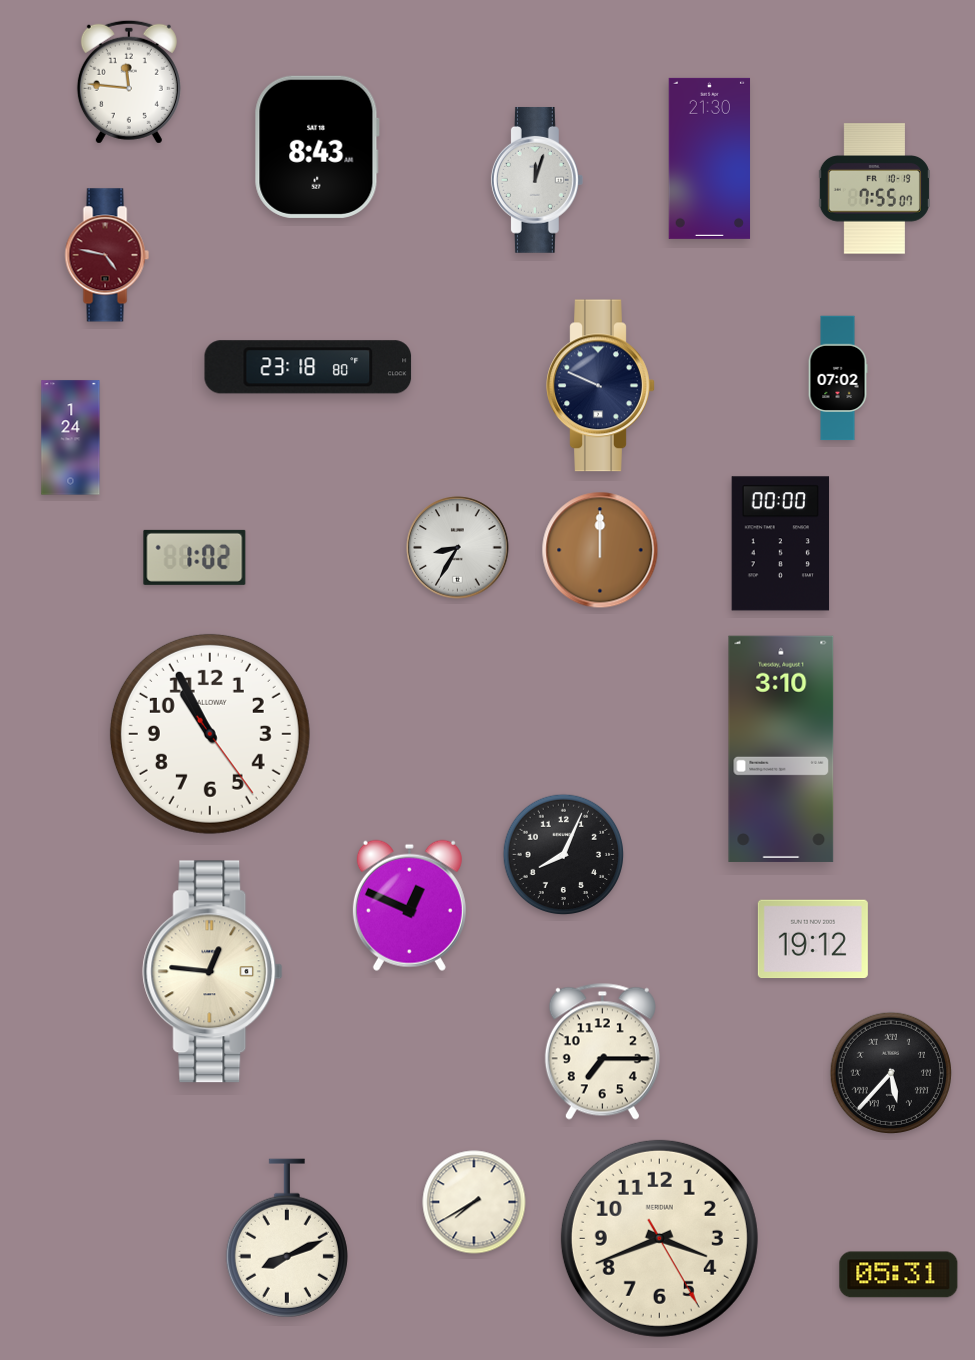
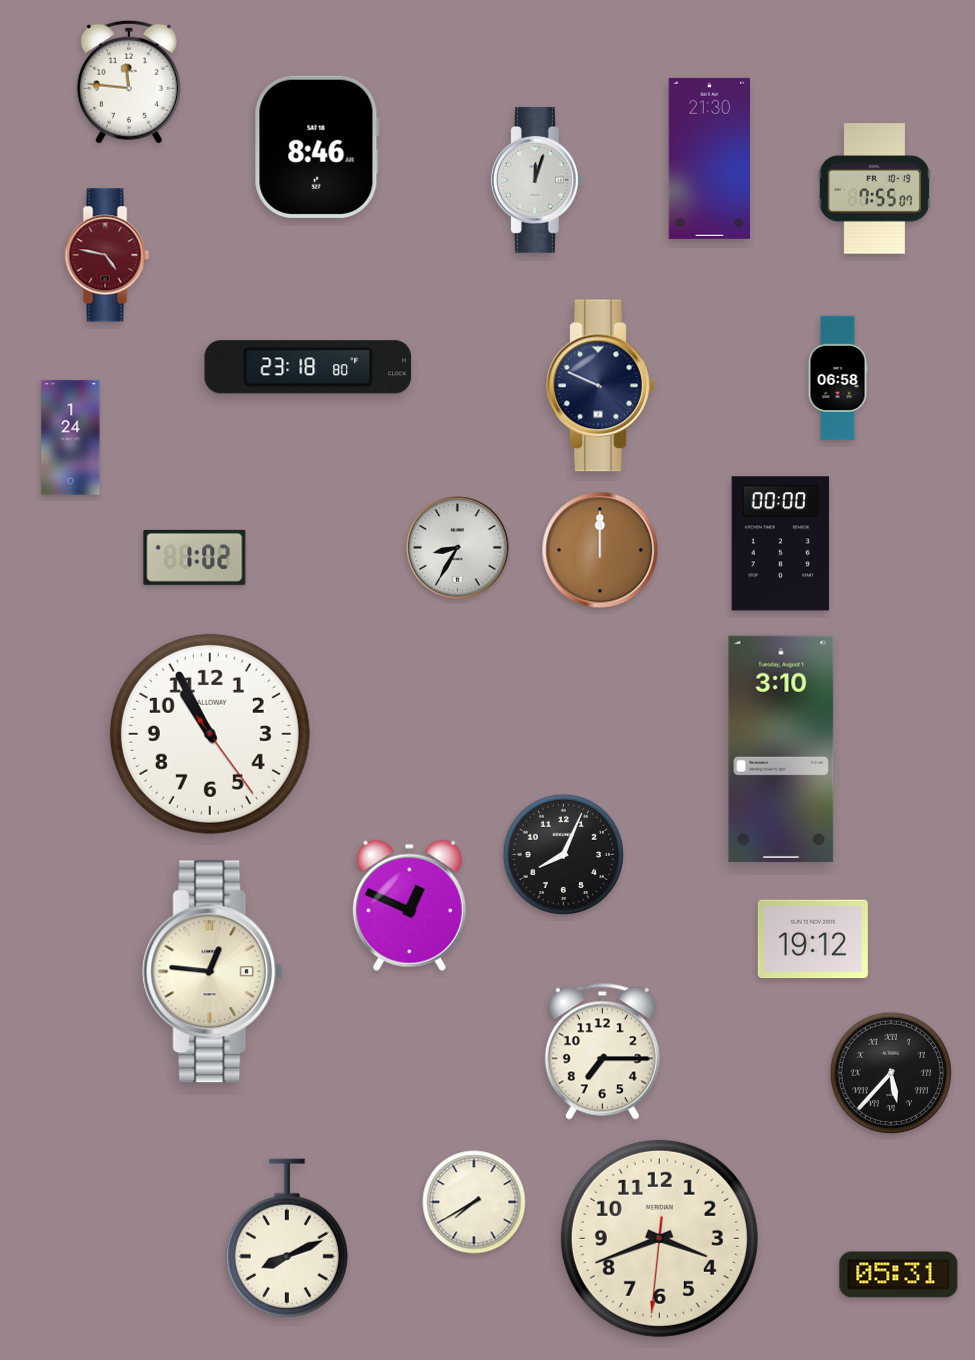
clock at (317, 147): 8:43 -> 8:46
clock at (838, 378): 07:02 -> 06:58
clock at (659, 1238): 3:41:25 -> 3:41:31
